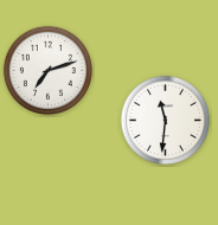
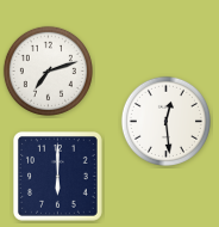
clock at (165, 120): 11:31 -> 12:29
clock at (58, 177): none -> 6:00
